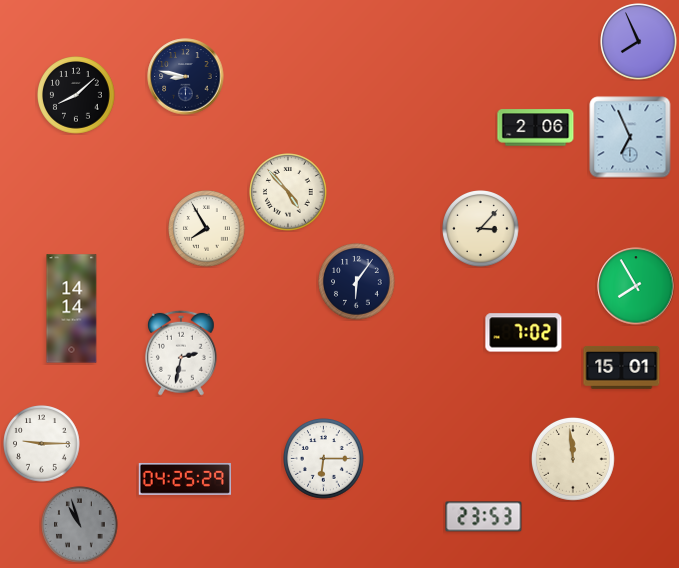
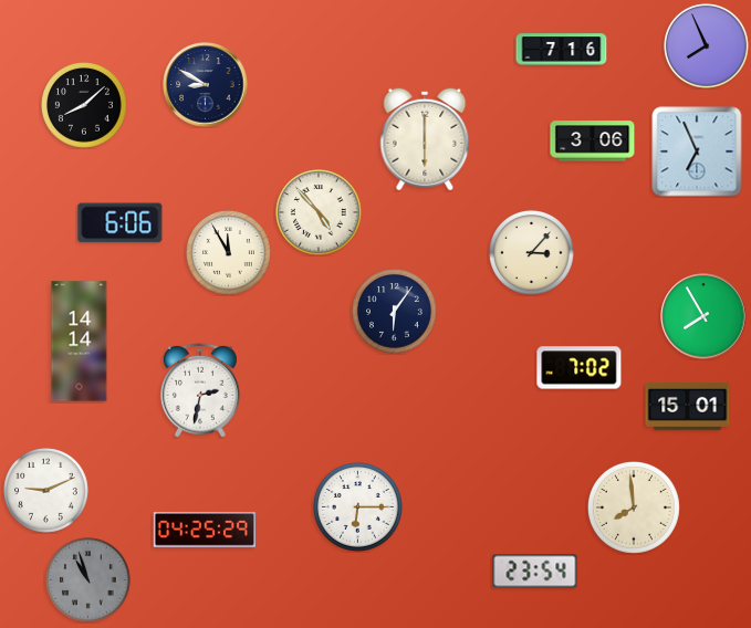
clock at (562, 50): none -> 7:16
clock at (186, 77): 8:47 -> 8:50
clock at (425, 139): none -> 6:00
clock at (536, 128): 2:06 -> 3:06
clock at (121, 223): none -> 6:06
clock at (207, 229): 7:55 -> 11:55
clock at (42, 444): 9:15 -> 9:11
clock at (573, 459): 11:59 -> 7:59
clock at (484, 517): 23:53 -> 23:54
